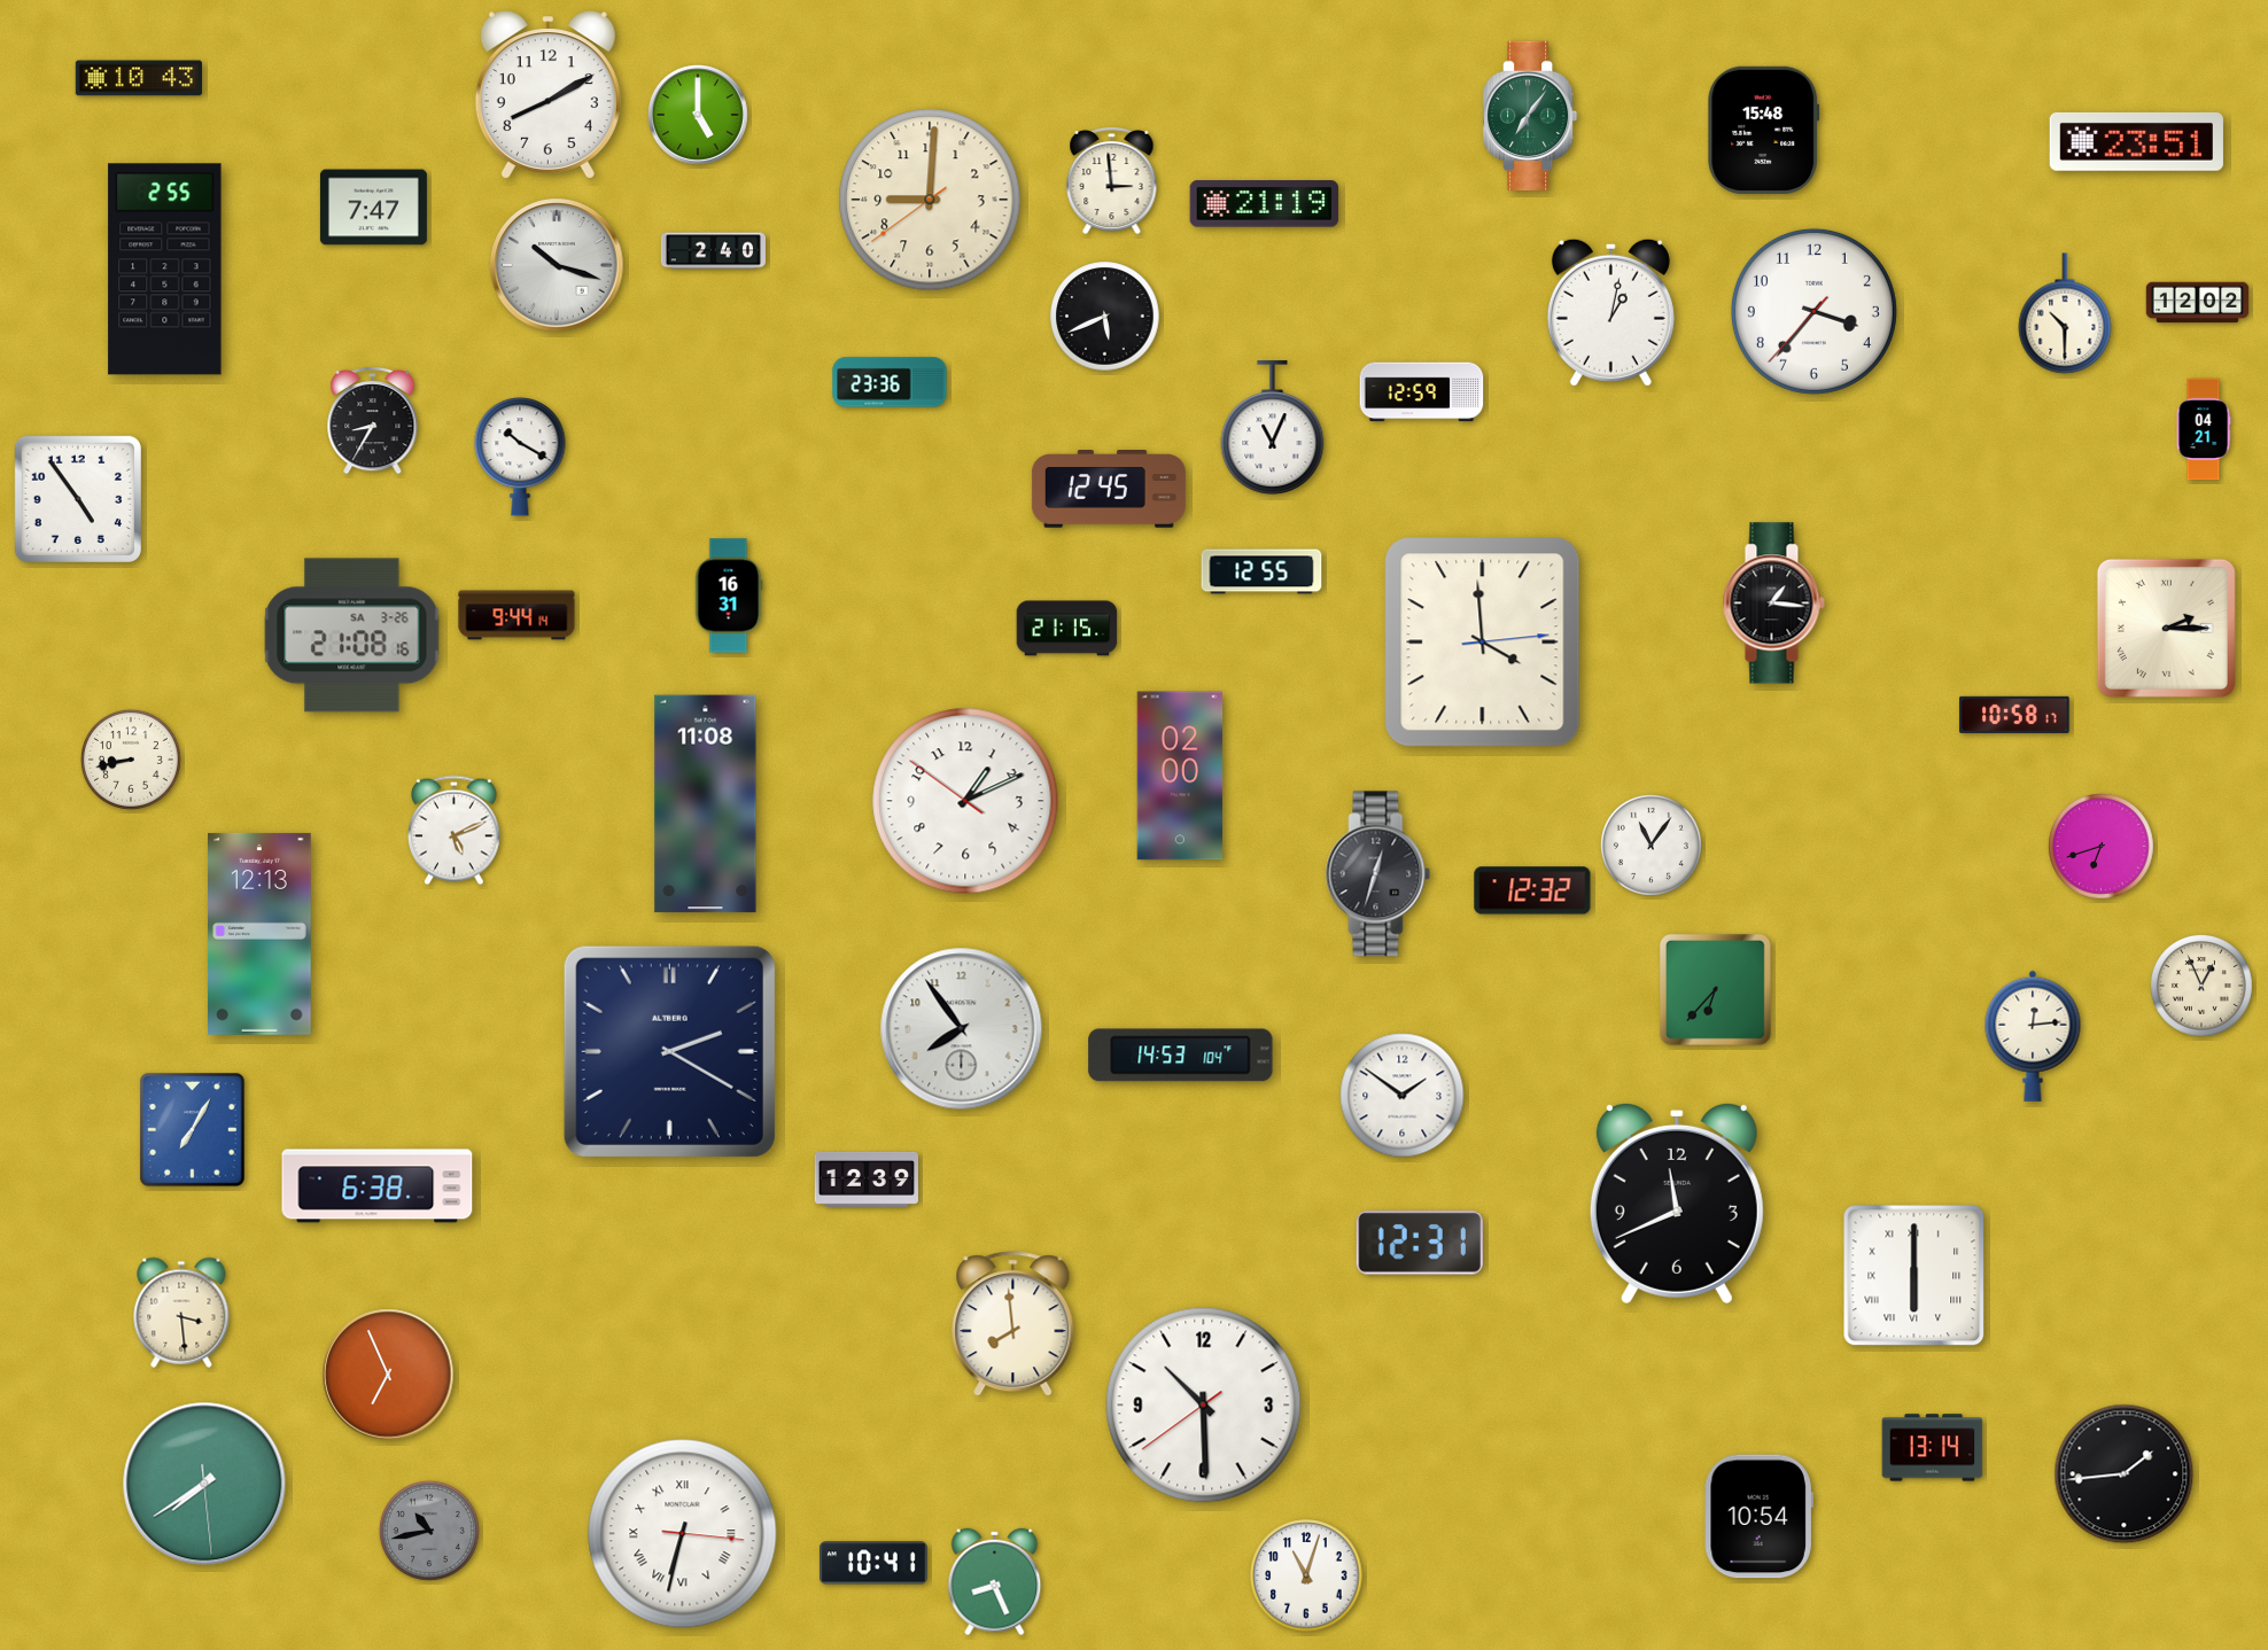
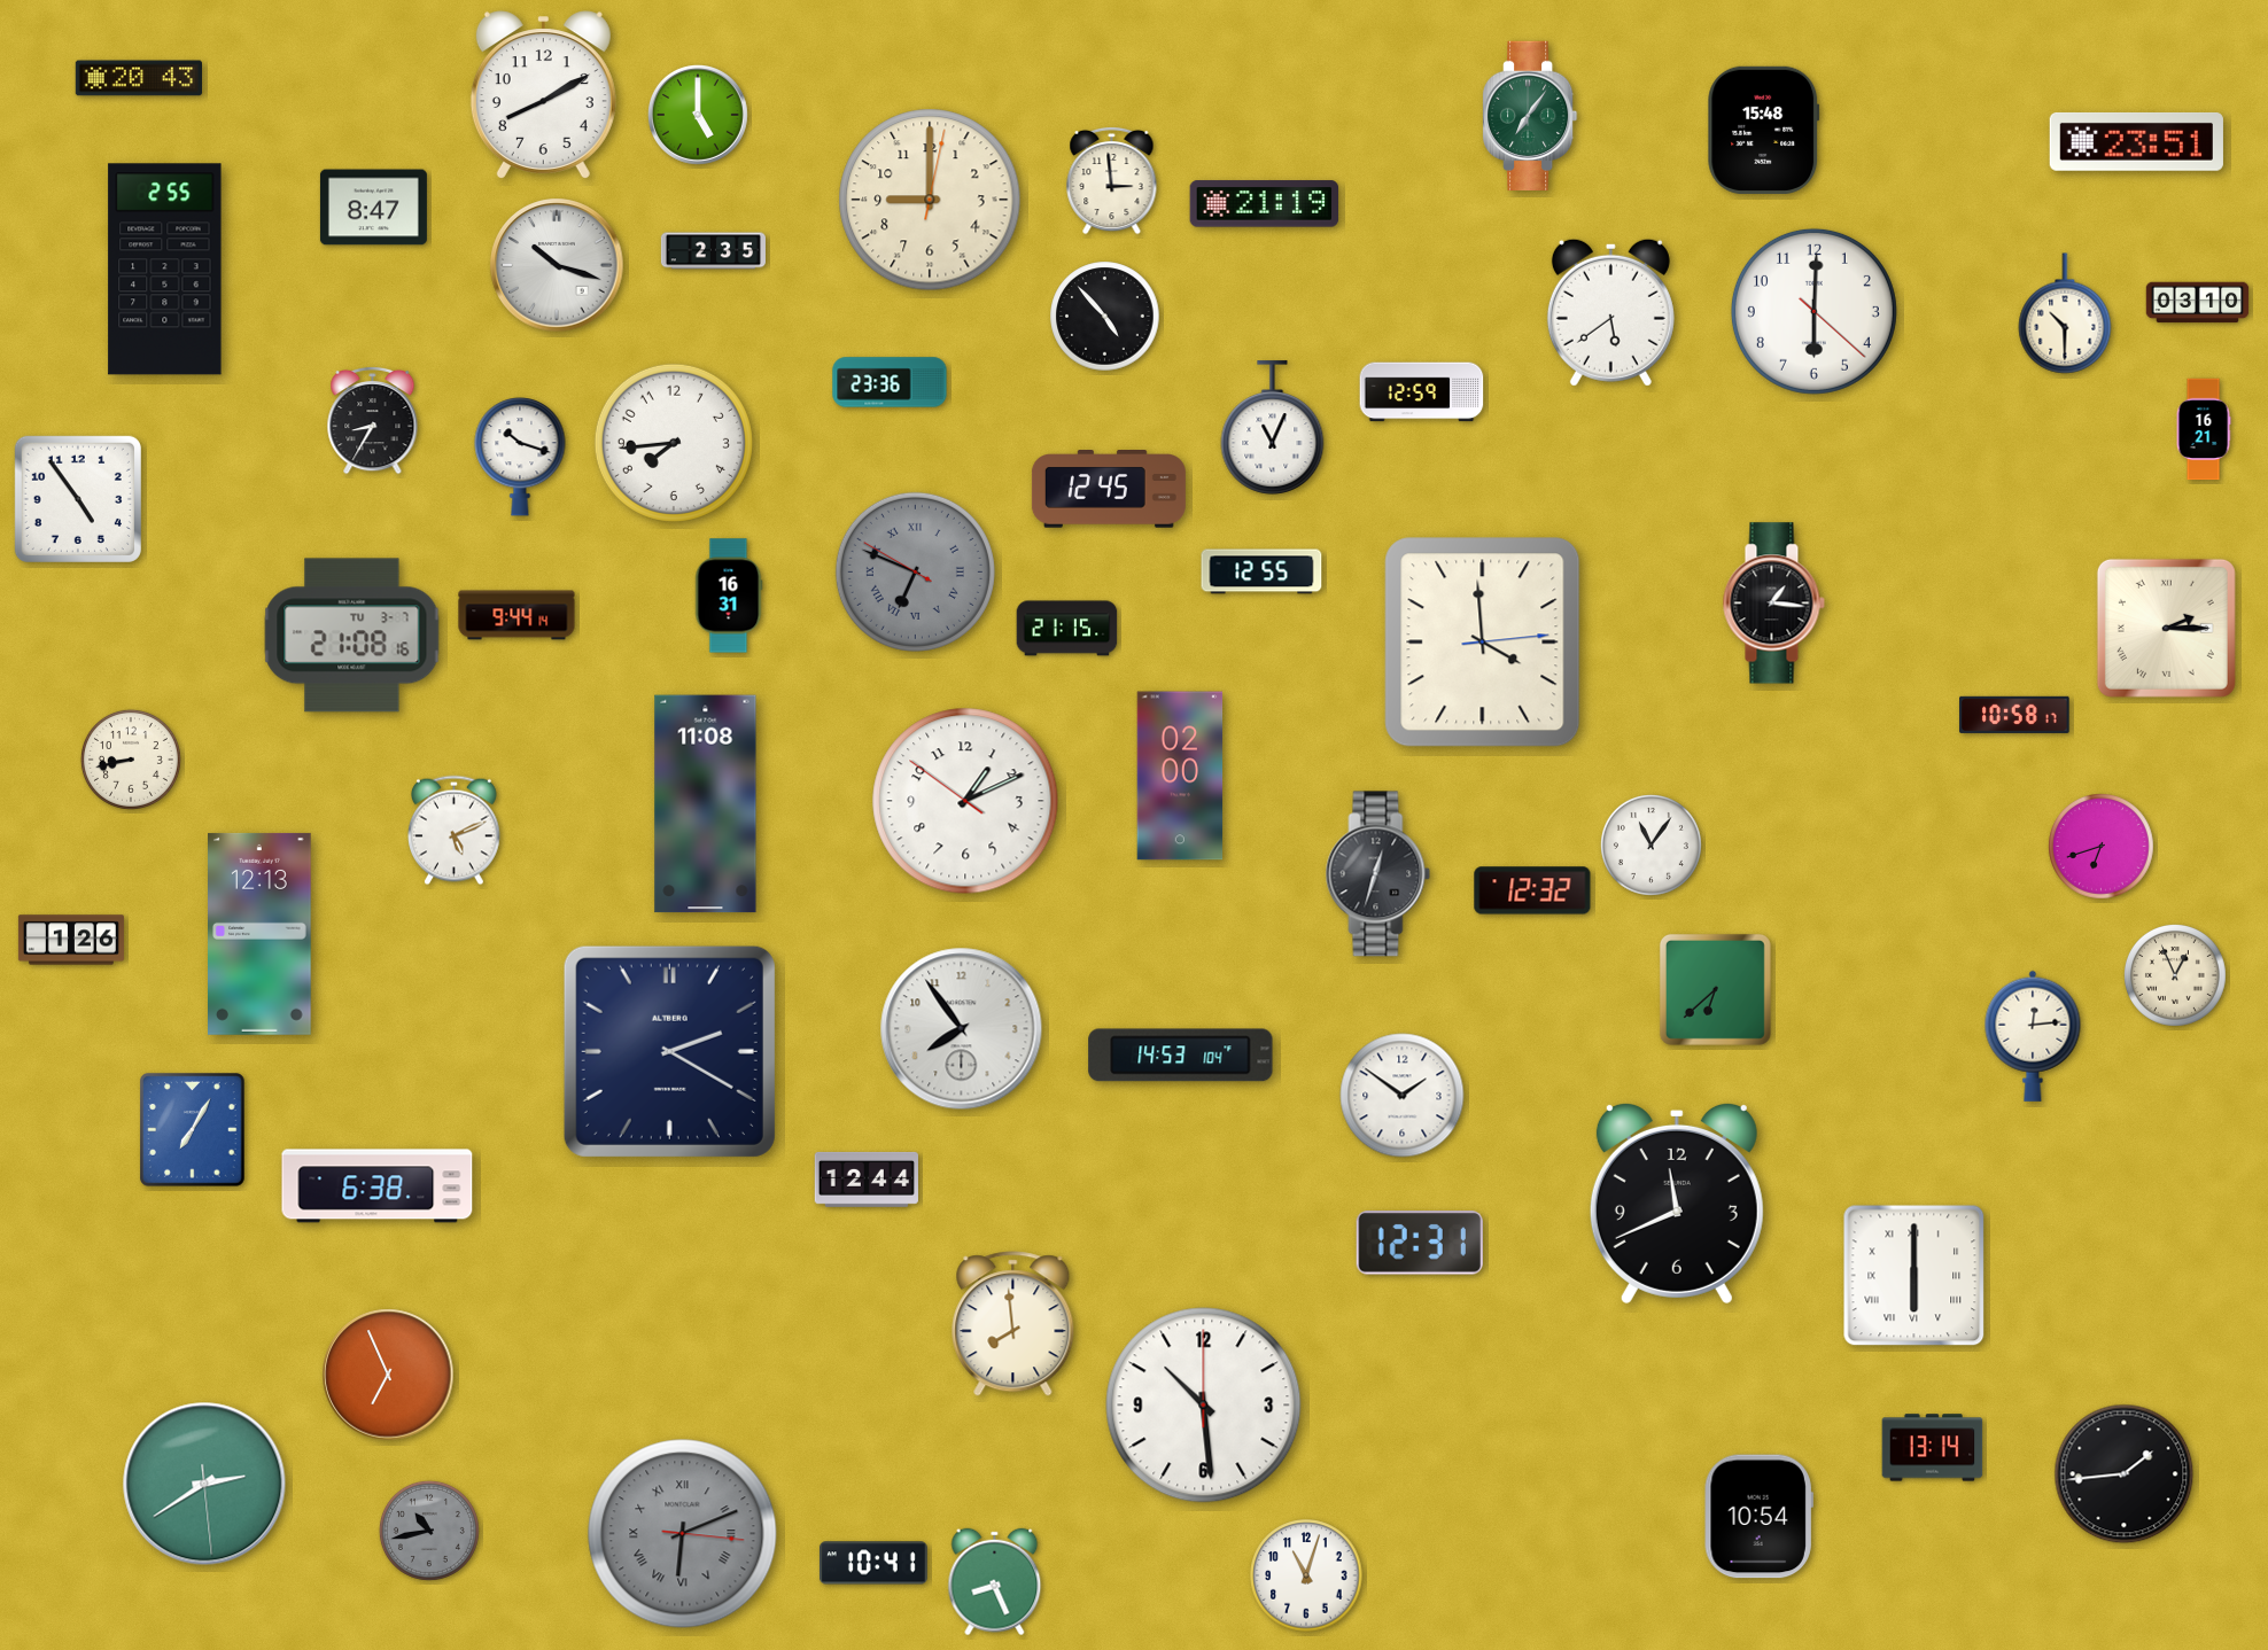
clock at (138, 78): 10:43 -> 20:43
clock at (547, 95) position: (547, 95) -> (543, 95)
clock at (930, 200): 9:00:39 -> 9:00:02
clock at (373, 208): 7:47 -> 8:47
clock at (713, 251): 2:40 -> 2:35
clock at (2198, 303): 12:02 -> 03:10
clock at (1813, 311): 3:36 -> 6:00
clock at (1610, 312): 1:02 -> 5:39
clock at (1105, 317): 5:41 -> 4:53
clock at (2204, 429): 04:21 -> 16:21
clock at (674, 443): none -> 7:44
clock at (520, 457): 10:20 -> 10:18
clock at (915, 571): none -> 6:48
clock at (352, 636) date: SA 3-26 -> TU 3-7
clock at (71, 940): none -> 1:26
clock at (2201, 986) position: (2201, 986) -> (2175, 975)
clock at (1715, 989): 6:37 -> 6:38
clock at (867, 1180): 12:39 -> 12:44
clock at (181, 1313): 3:29 -> none
clock at (1204, 1406): 10:29:39 -> 10:29:00
clock at (204, 1484): 7:39 -> 2:39
clock at (683, 1534): 6:32 -> 6:11
clock at (683, 1534) dial: white -> grey
